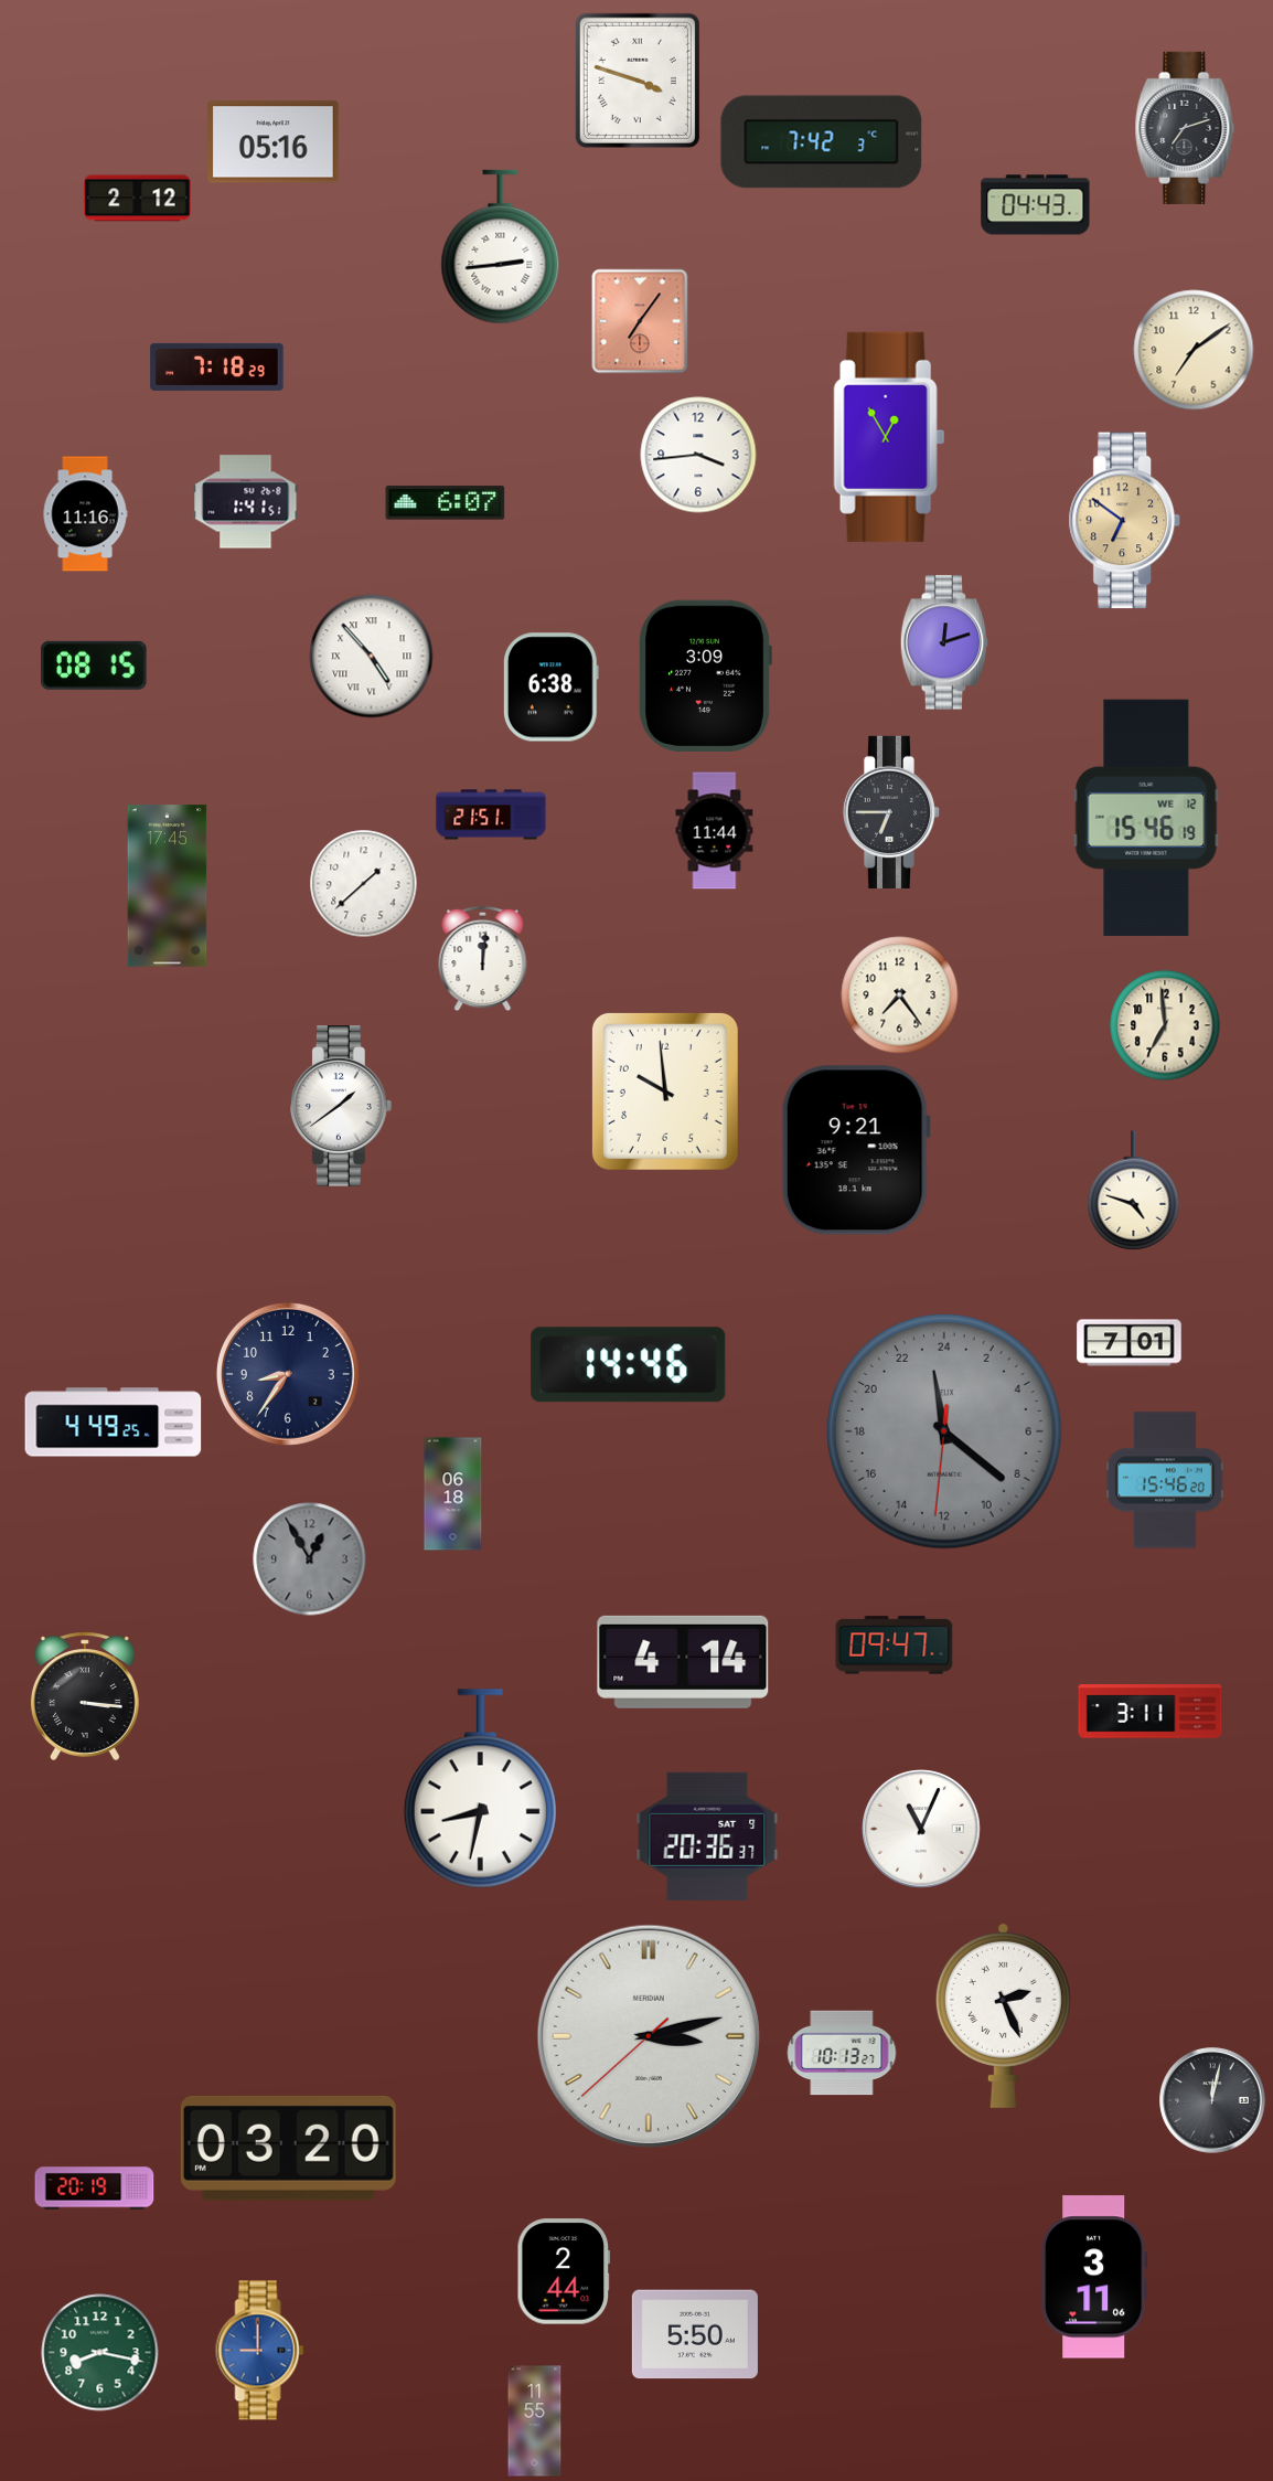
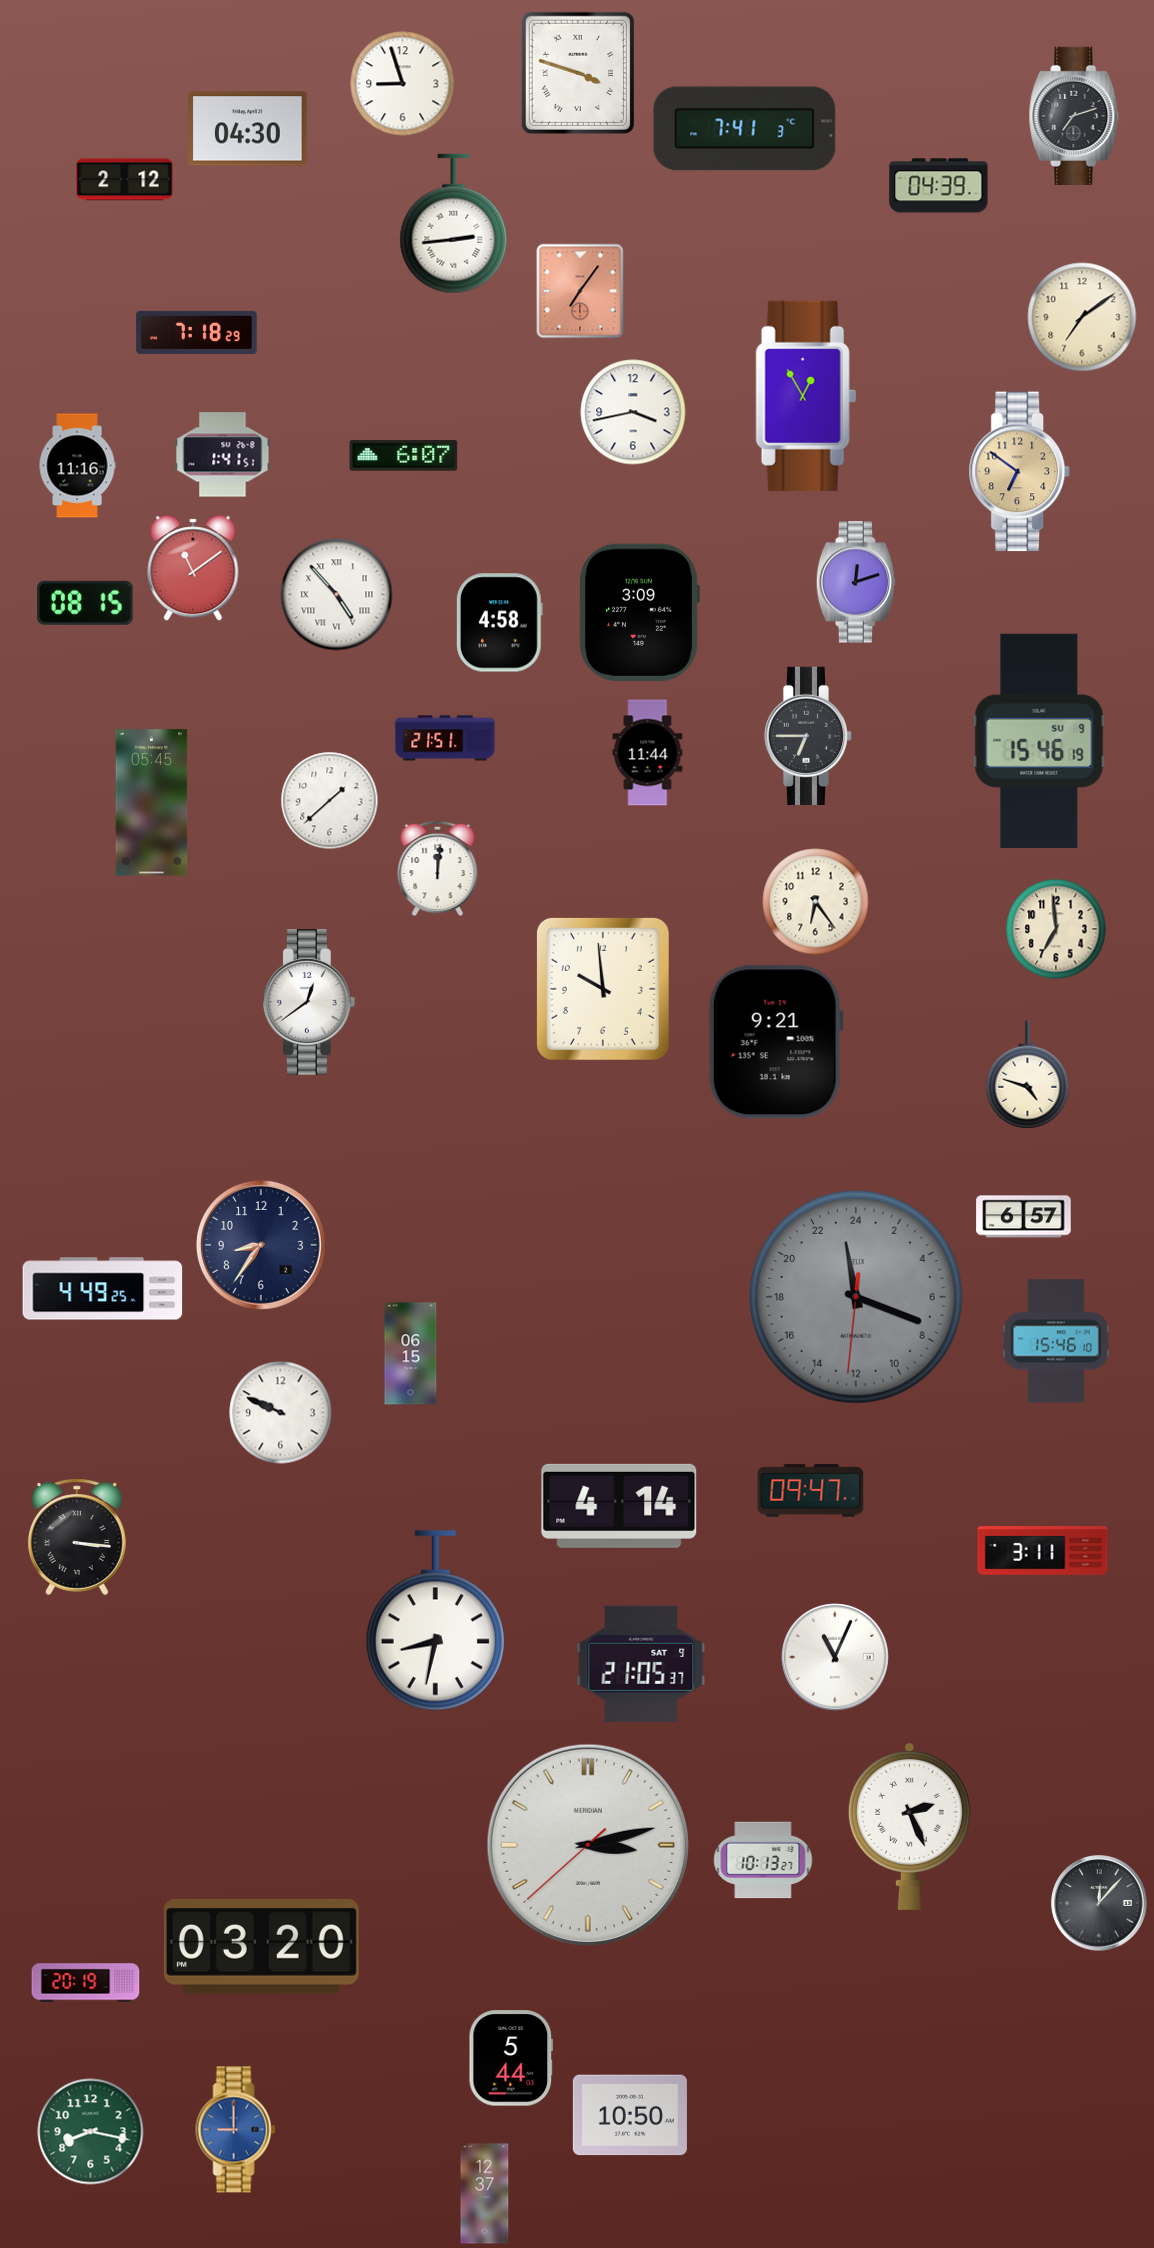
clock at (403, 84): none -> 8:57
clock at (274, 142): 05:16 -> 04:30
clock at (822, 142): 7:42 -> 7:41
clock at (1036, 205): 04:43 -> 04:39
clock at (698, 455): 3:44 -> 3:43
clock at (193, 568): none -> 11:09
clock at (550, 688): 6:38 -> 4:58
clock at (1146, 818) date: WE 12 -> SU 9
clock at (168, 886): 17:45 -> 05:45
clock at (900, 995): 7:24 -> 6:24
clock at (342, 1106): 1:39 -> 12:39
clock at (1134, 1191) position: (1134, 1191) -> (1028, 1075)
clock at (1130, 1343): 7:01 -> 6:57
clock at (629, 1365): 14:46 -> none
clock at (944, 1431): 23:21 -> 23:18
clock at (1165, 1480): 15:46:20 -> 15:46:10
clock at (453, 1494): 06:18 -> 06:15
clock at (310, 1559): 12:55 -> 9:49
clock at (310, 1559) dial: grey -> white
clock at (707, 1836): 20:36 -> 21:05
clock at (1212, 2100): 12:02 -> 12:07
clock at (564, 2271): 2:44 -> 5:44
clock at (1094, 2277): 3:11 -> none
clock at (695, 2334): 5:50 -> 10:50
clock at (535, 2421): 11:55 -> 12:37
